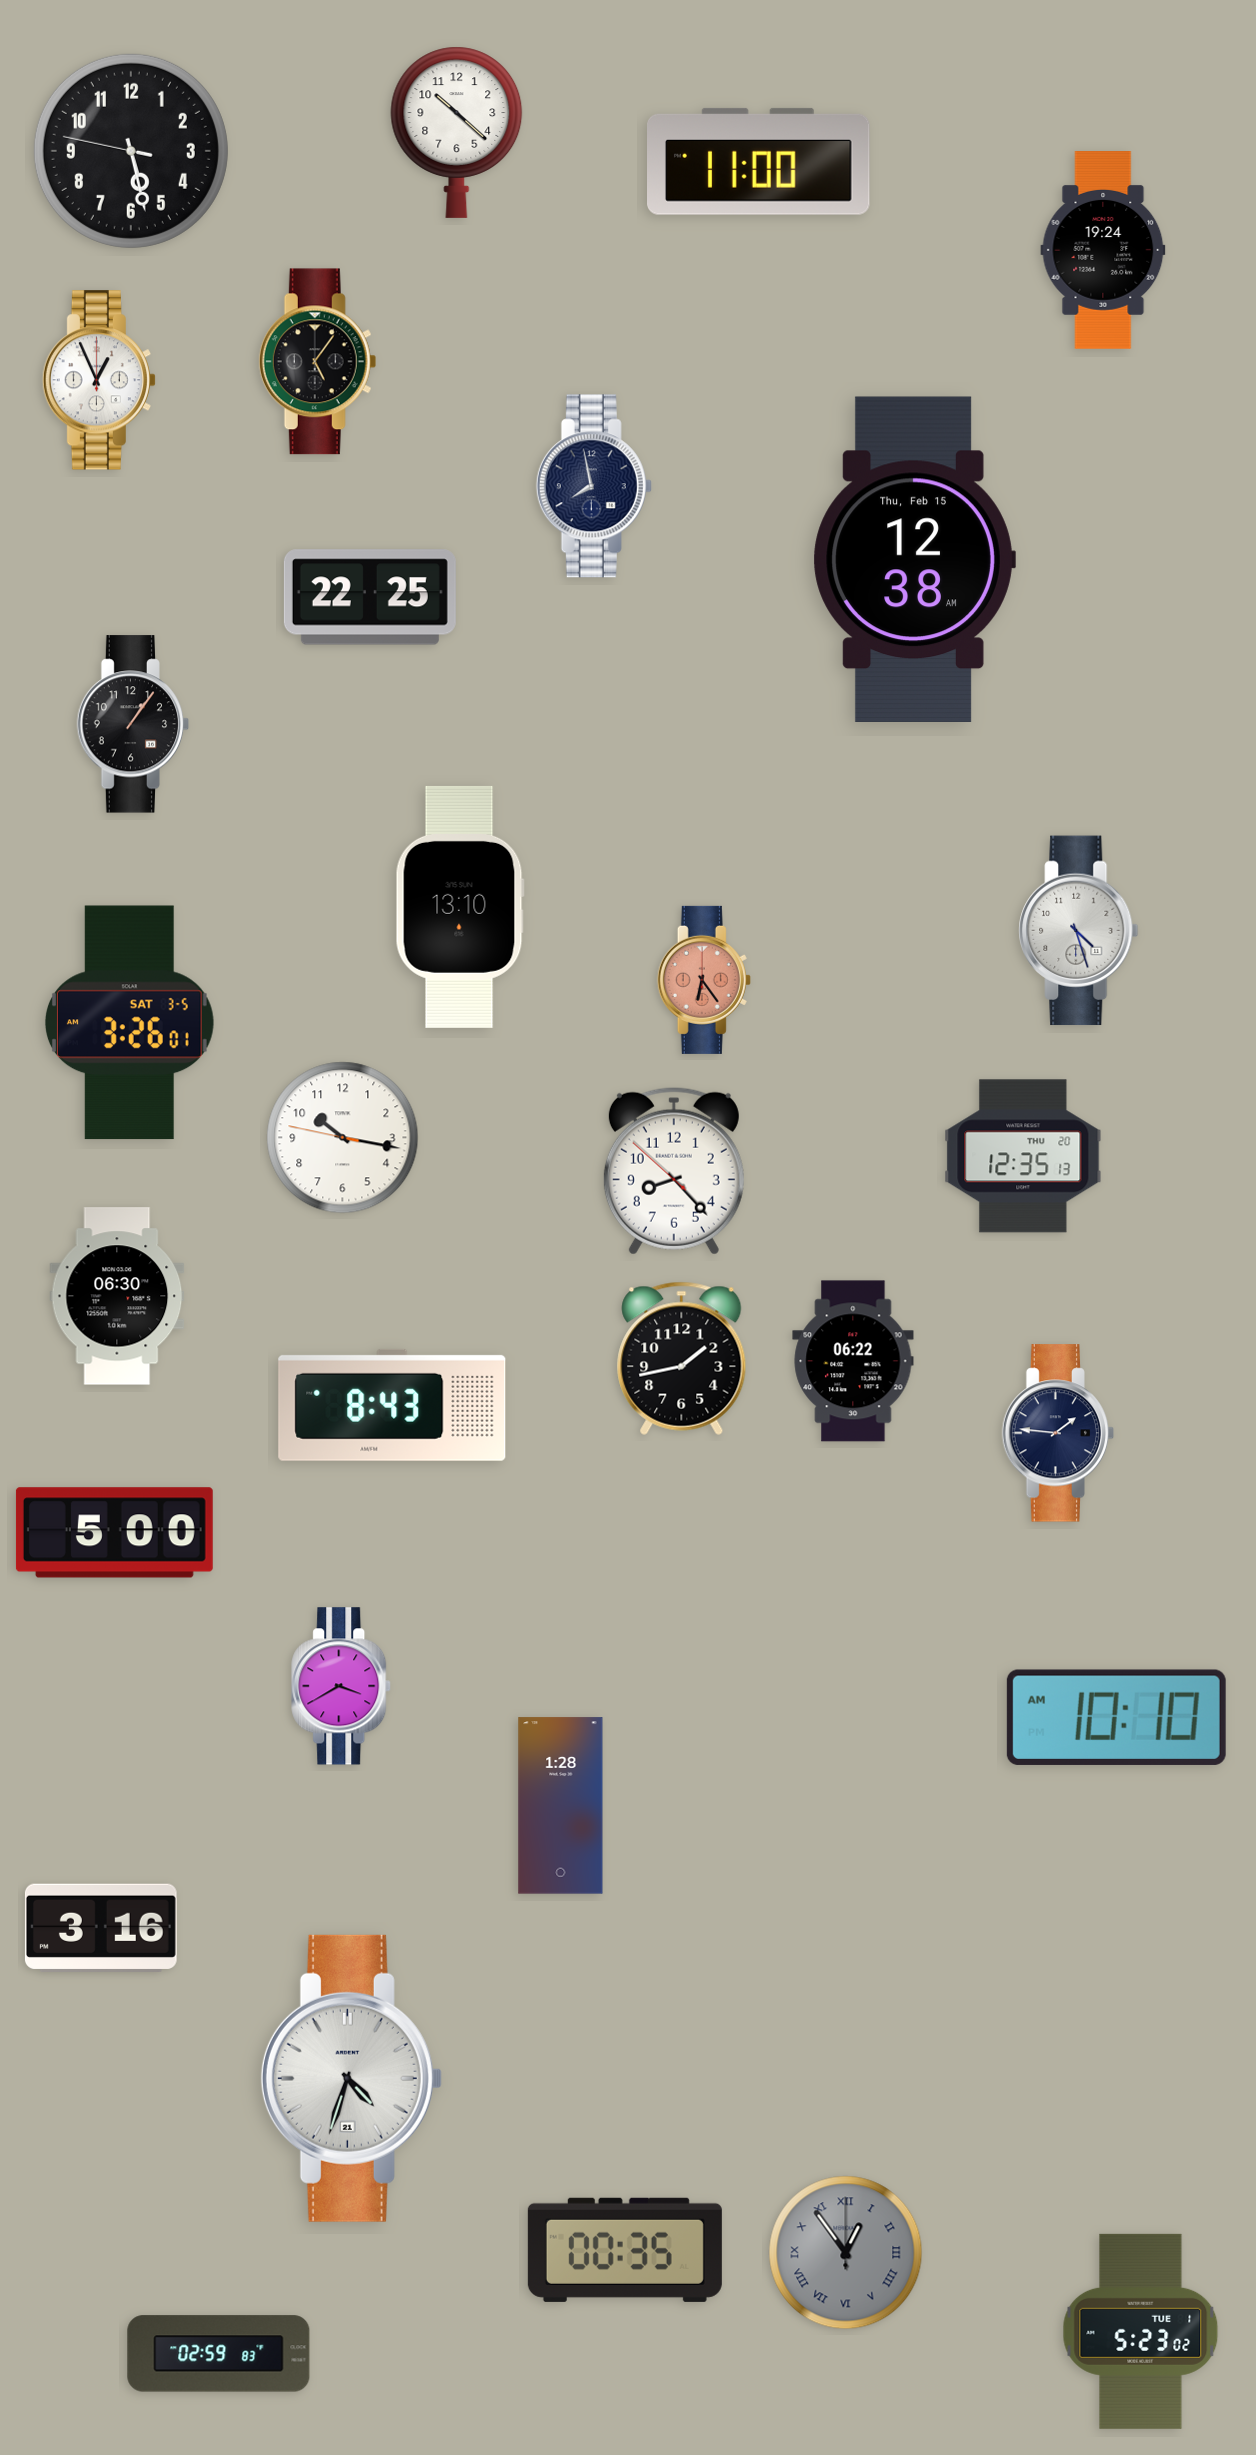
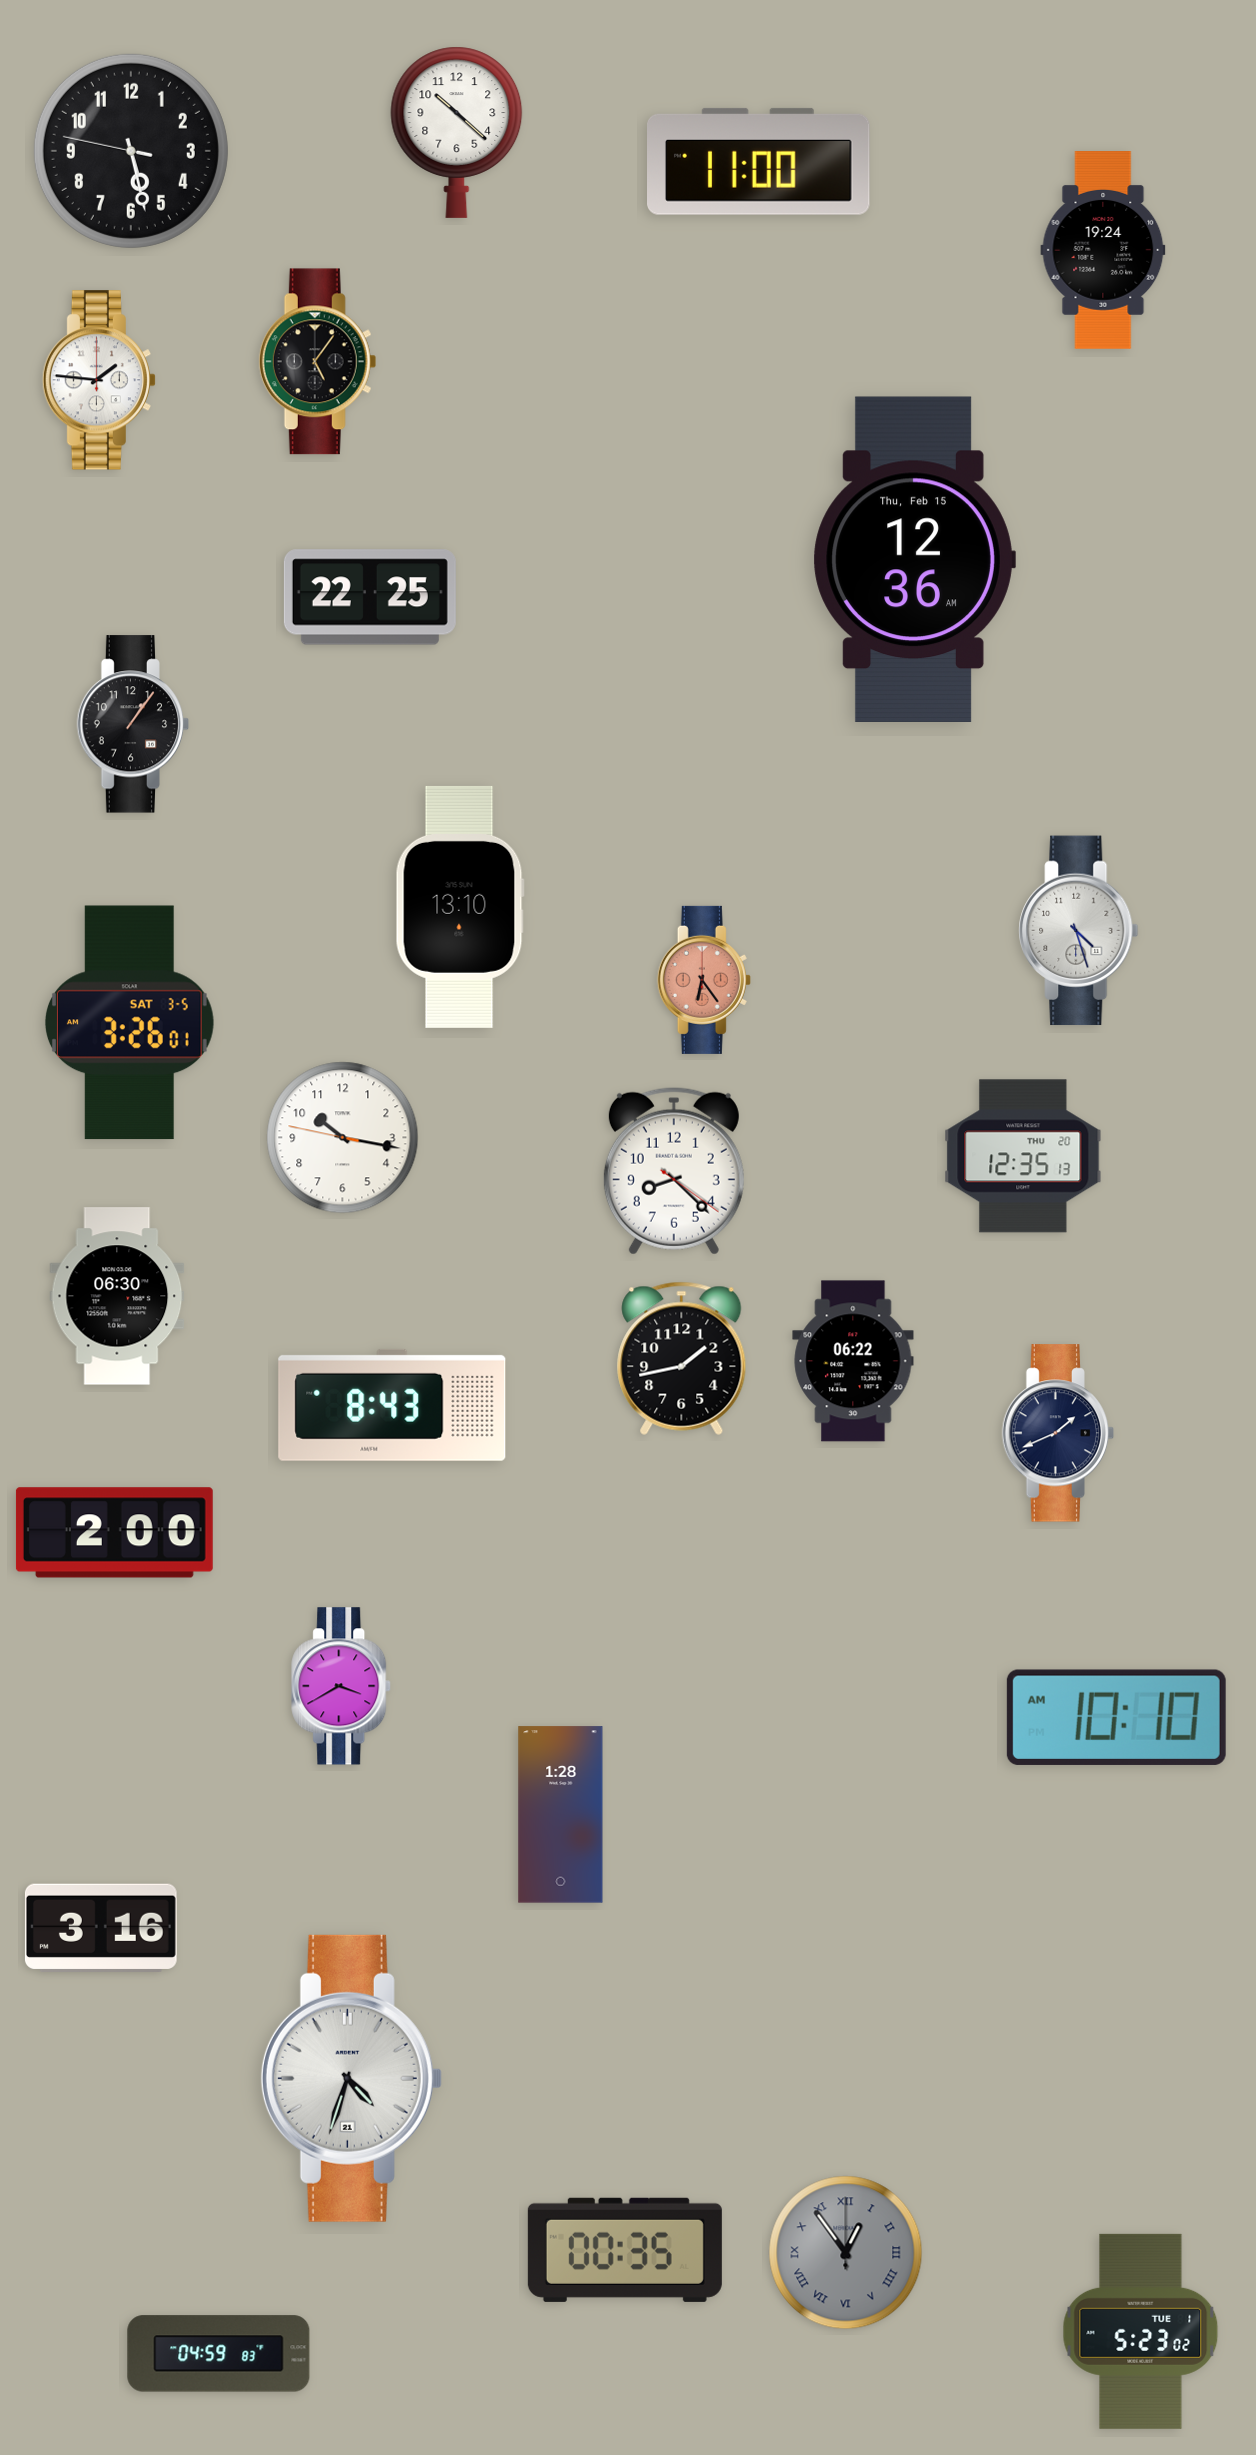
clock at (99, 380): 12:56 -> 1:46
clock at (594, 486): 7:58 -> none
clock at (914, 559): 12:38 -> 12:36
clock at (674, 1171): 8:22:52 -> 8:22:21
clock at (1058, 1433): 1:46 -> 1:41
clock at (114, 1533): 5:00 -> 2:00
clock at (561, 1806) position: (561, 1806) -> (561, 1815)
clock at (219, 2354): 02:59 -> 04:59
